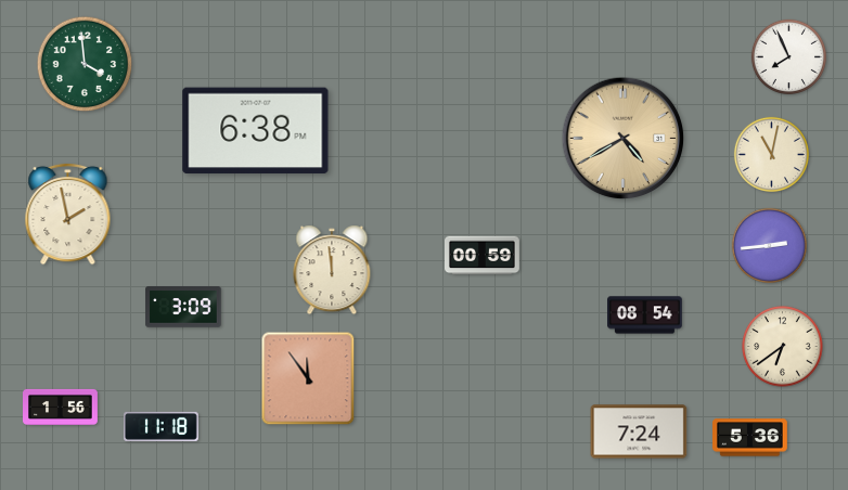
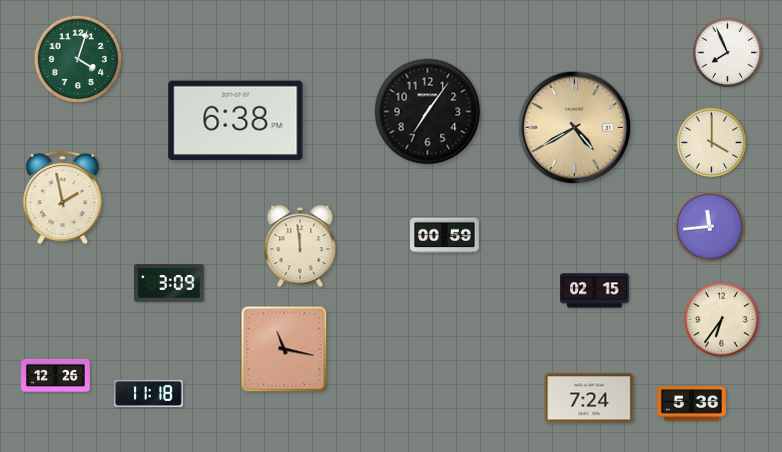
clock at (85, 64): 3:59 -> 4:03
clock at (428, 112): none -> 7:06
clock at (771, 154): 11:02 -> 4:00
clock at (769, 245): 2:44 -> 11:44
clock at (332, 270) position: (332, 270) -> (300, 246)
clock at (645, 315): 08:54 -> 02:15
clock at (783, 347): 6:39 -> 6:36
clock at (308, 378): 11:54 -> 11:17
clock at (61, 407): 1:56 -> 12:26
